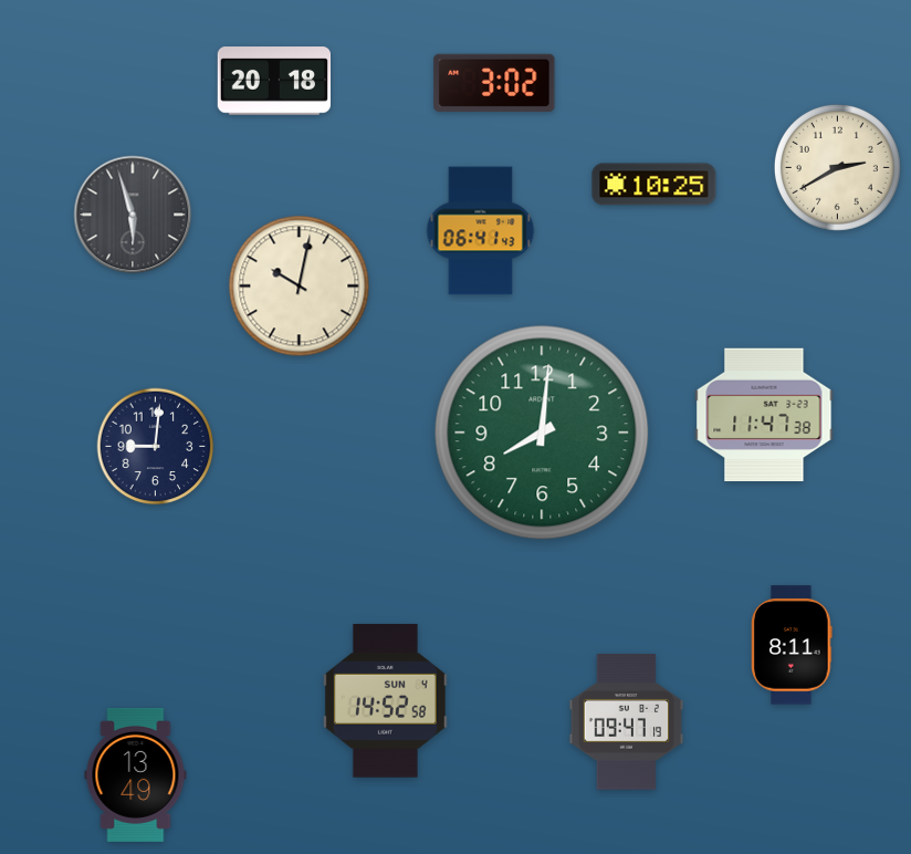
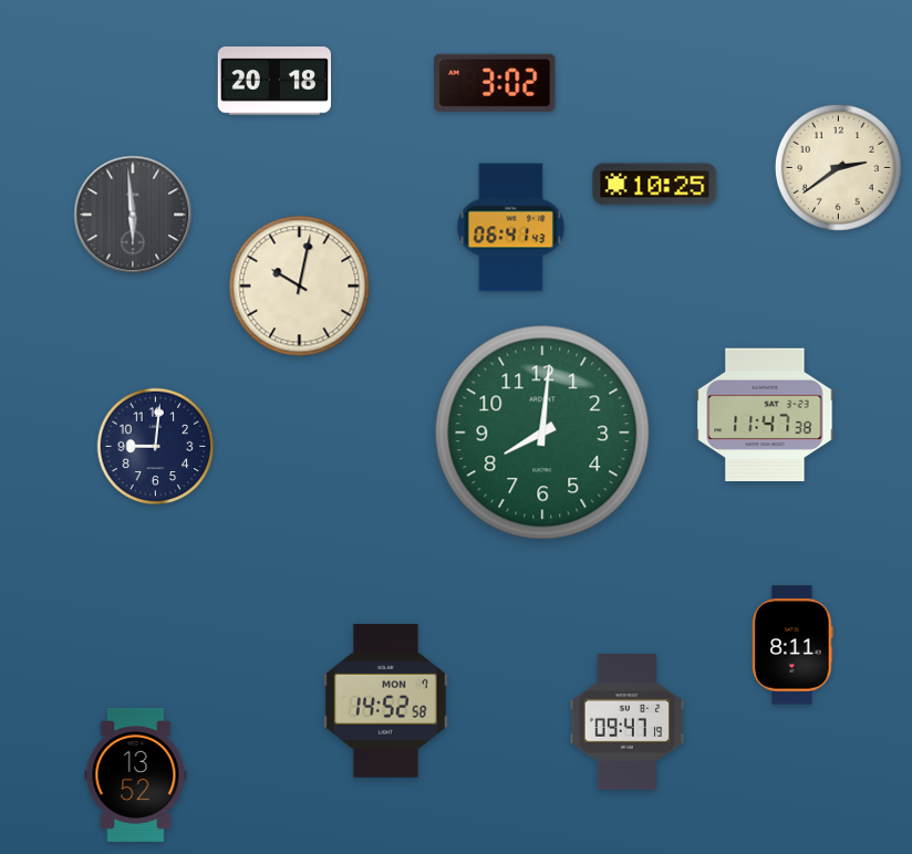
clock at (837, 167): 2:40 -> 2:39
clock at (133, 215): 5:57 -> 5:59
clock at (481, 231) position: (481, 231) -> (511, 228)
clock at (385, 701) date: SUN 4 -> MON 7
clock at (136, 774): 13:49 -> 13:52
